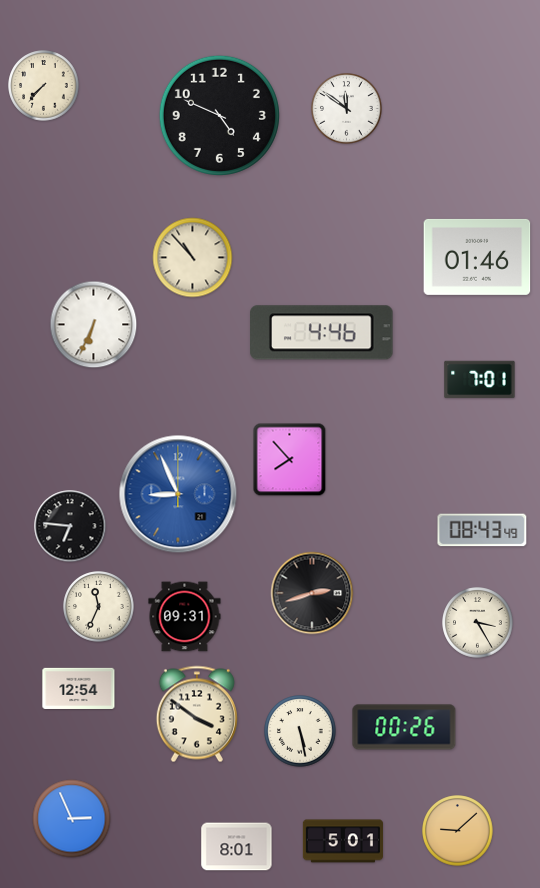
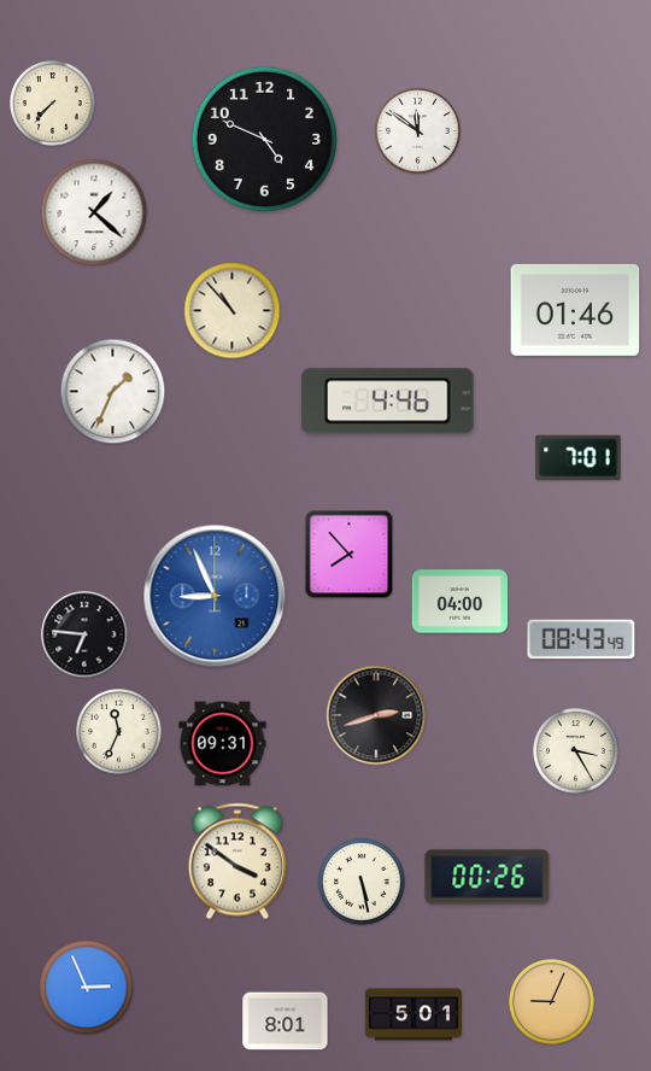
clock at (94, 212): none -> 1:22
clock at (94, 325): 6:34 -> 1:34
clock at (461, 602): none -> 04:00
clock at (79, 688): 12:54 -> none
clock at (458, 831): 9:08 -> 9:04
